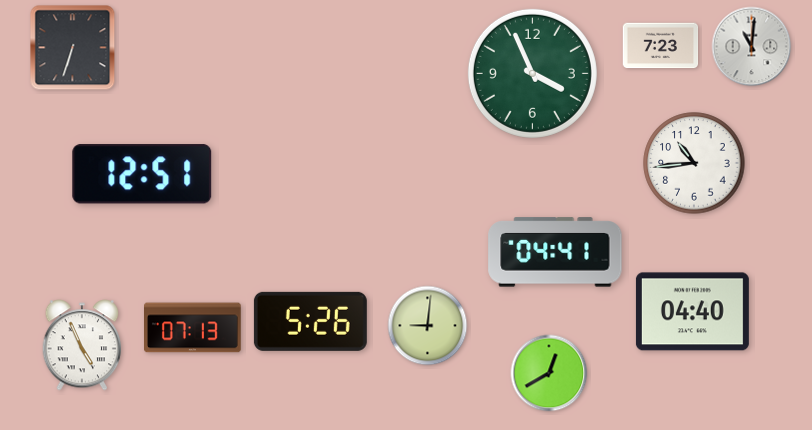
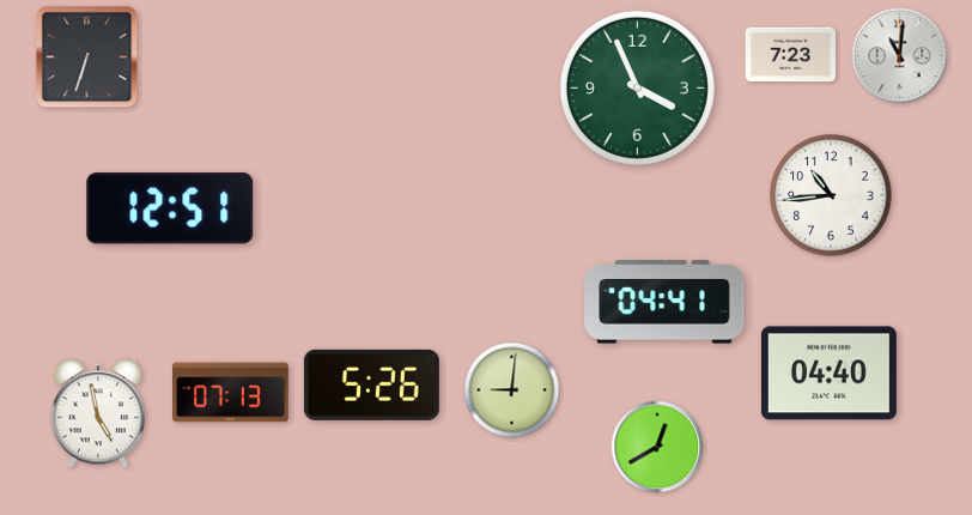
clock at (82, 345): 4:56 -> 4:58
